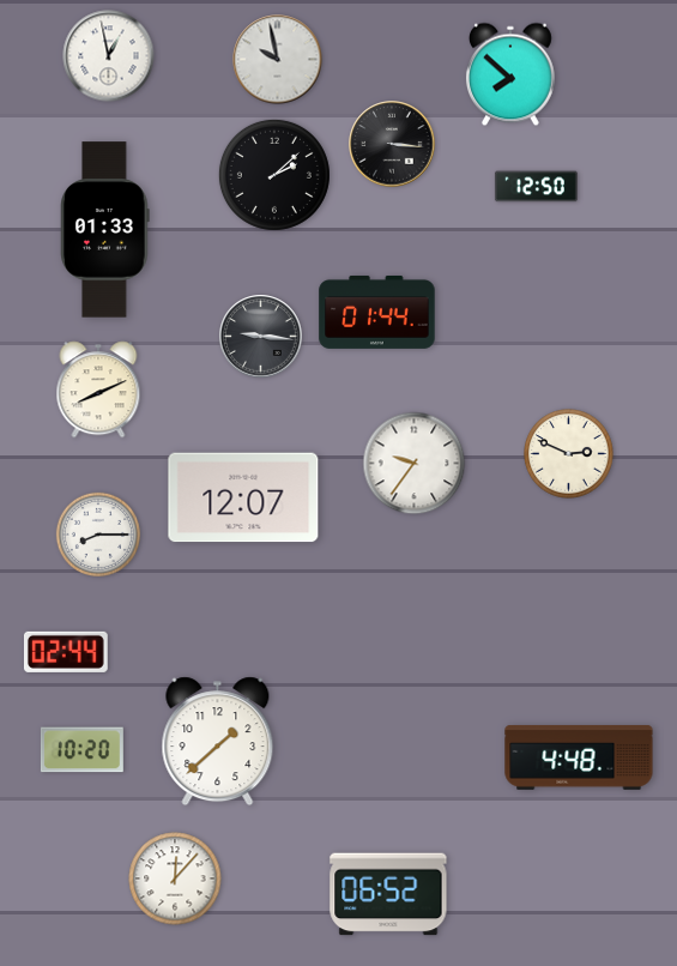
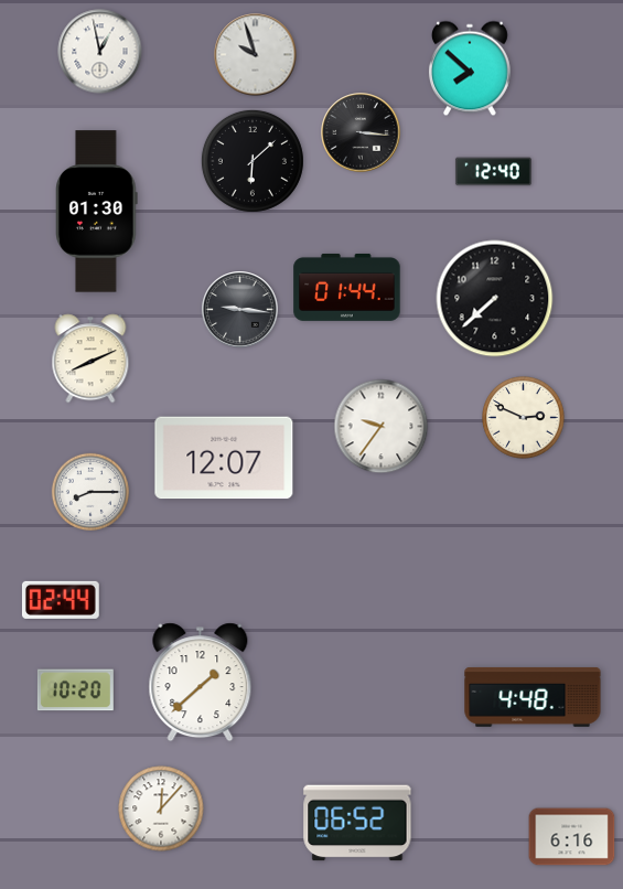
clock at (278, 60): 9:58 -> 9:57
clock at (274, 175): 2:08 -> 6:08
clock at (536, 187): 12:50 -> 12:40
clock at (105, 230): 01:33 -> 01:30
clock at (495, 299): none -> 7:38
clock at (572, 837): none -> 6:16
